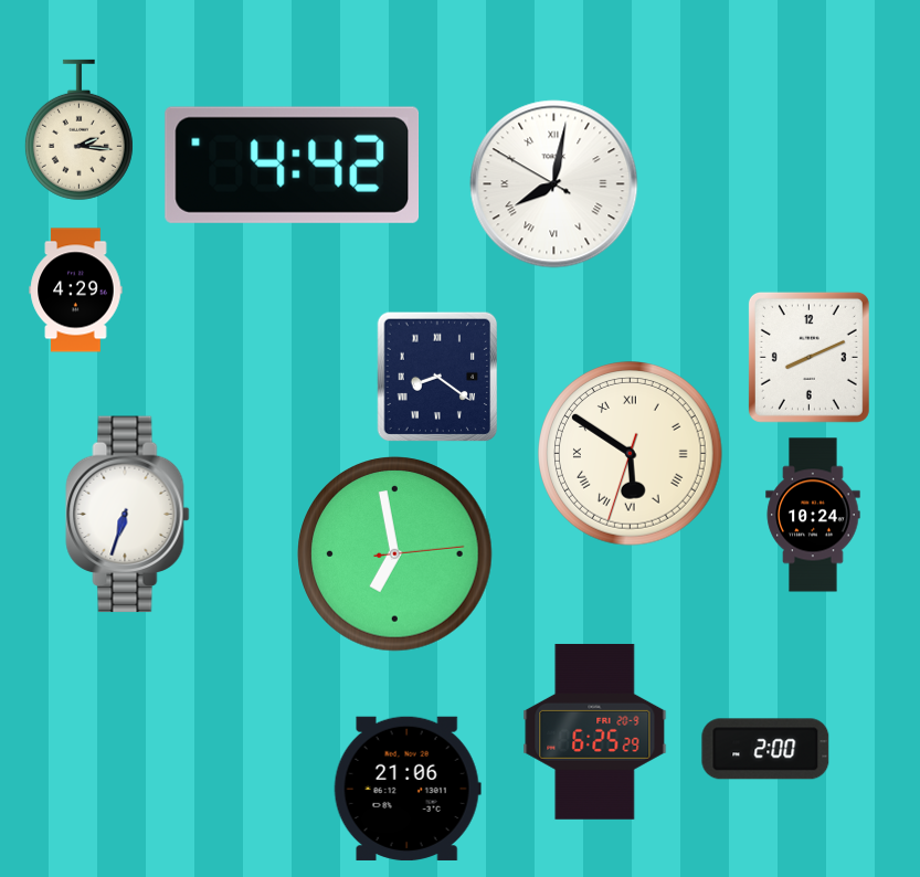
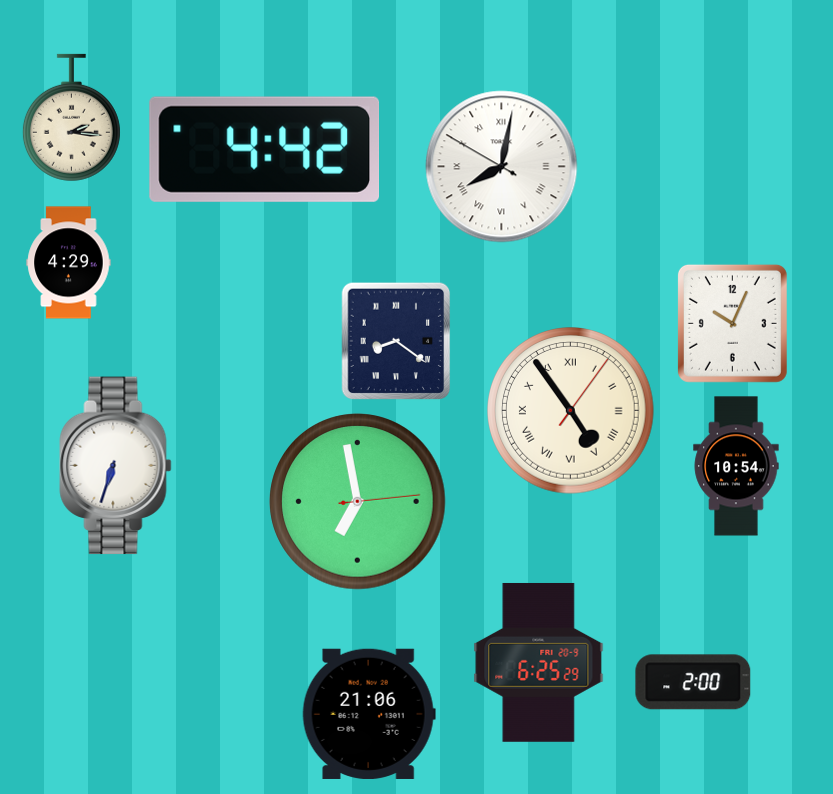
clock at (808, 357): 8:11 -> 10:04
clock at (631, 454): 5:50 -> 4:54
clock at (813, 515): 10:24 -> 10:54
clock at (765, 749) position: (765, 749) -> (693, 682)
